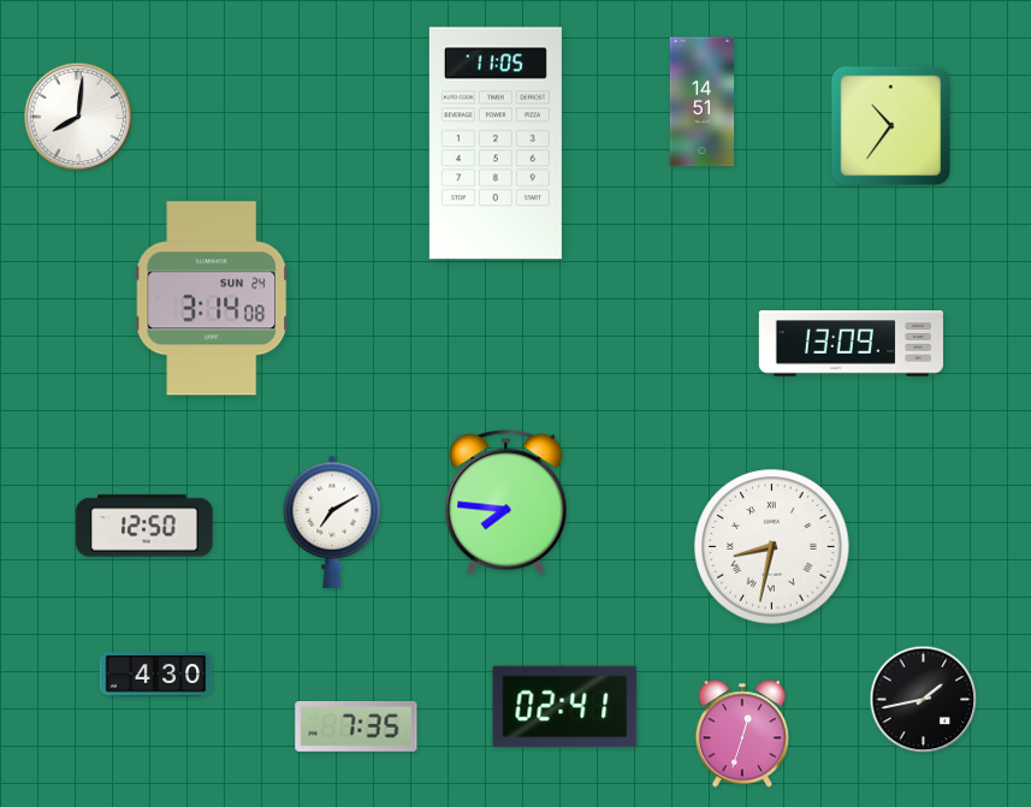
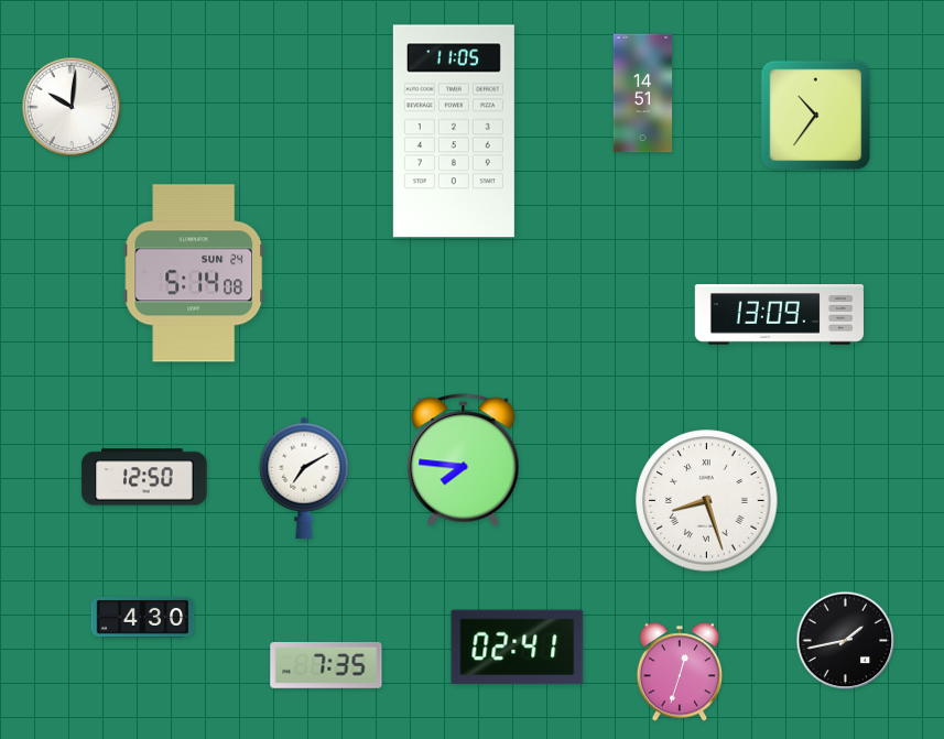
clock at (78, 117): 8:01 -> 10:01
clock at (212, 298): 3:14 -> 5:14
clock at (144, 526) position: (144, 526) -> (144, 477)
clock at (772, 547): 8:32 -> 8:27
